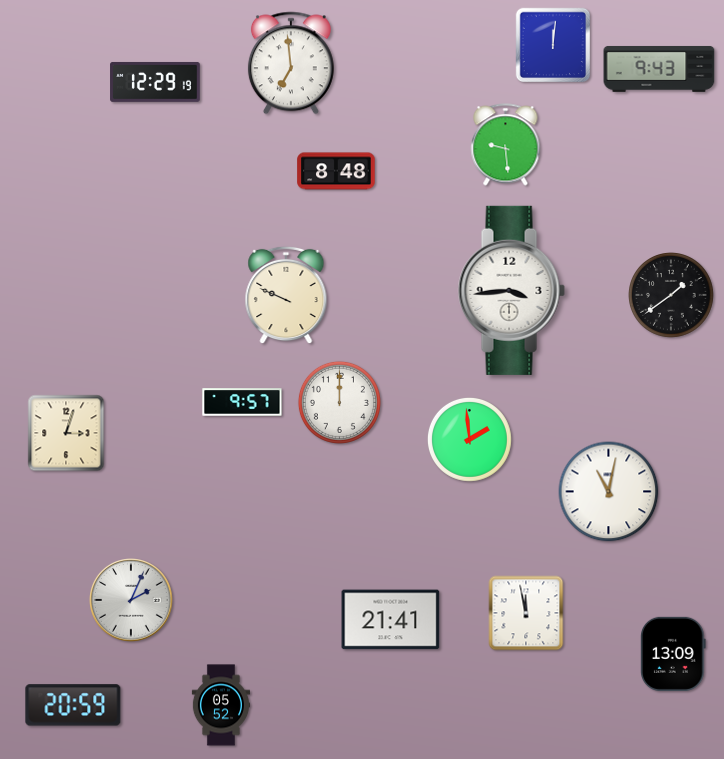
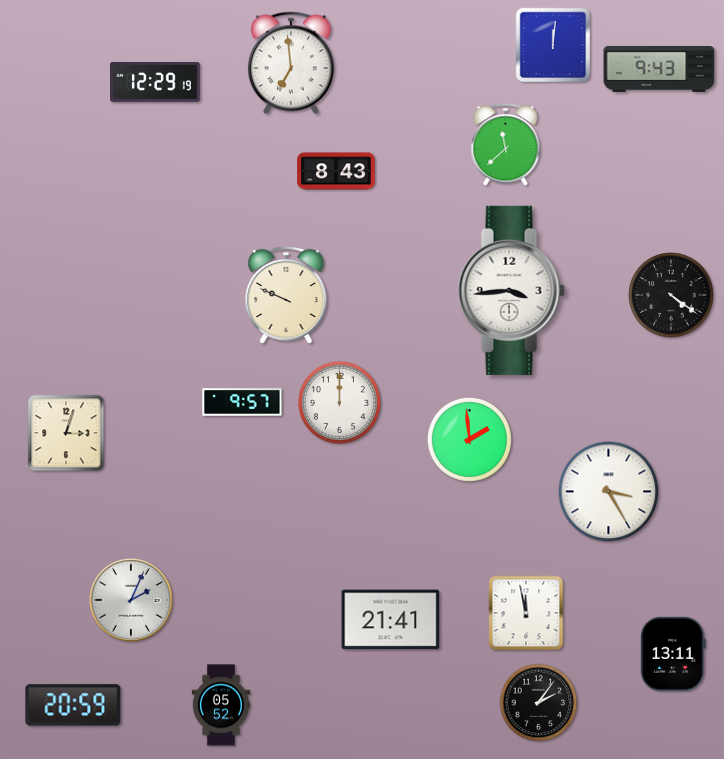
clock at (506, 145): 9:29 -> 11:38
clock at (336, 171): 8:48 -> 8:43
clock at (672, 296): 1:39 -> 4:21
clock at (609, 492): 11:02 -> 3:25
clock at (674, 654): 13:09 -> 13:11
clock at (539, 703): none -> 2:06
